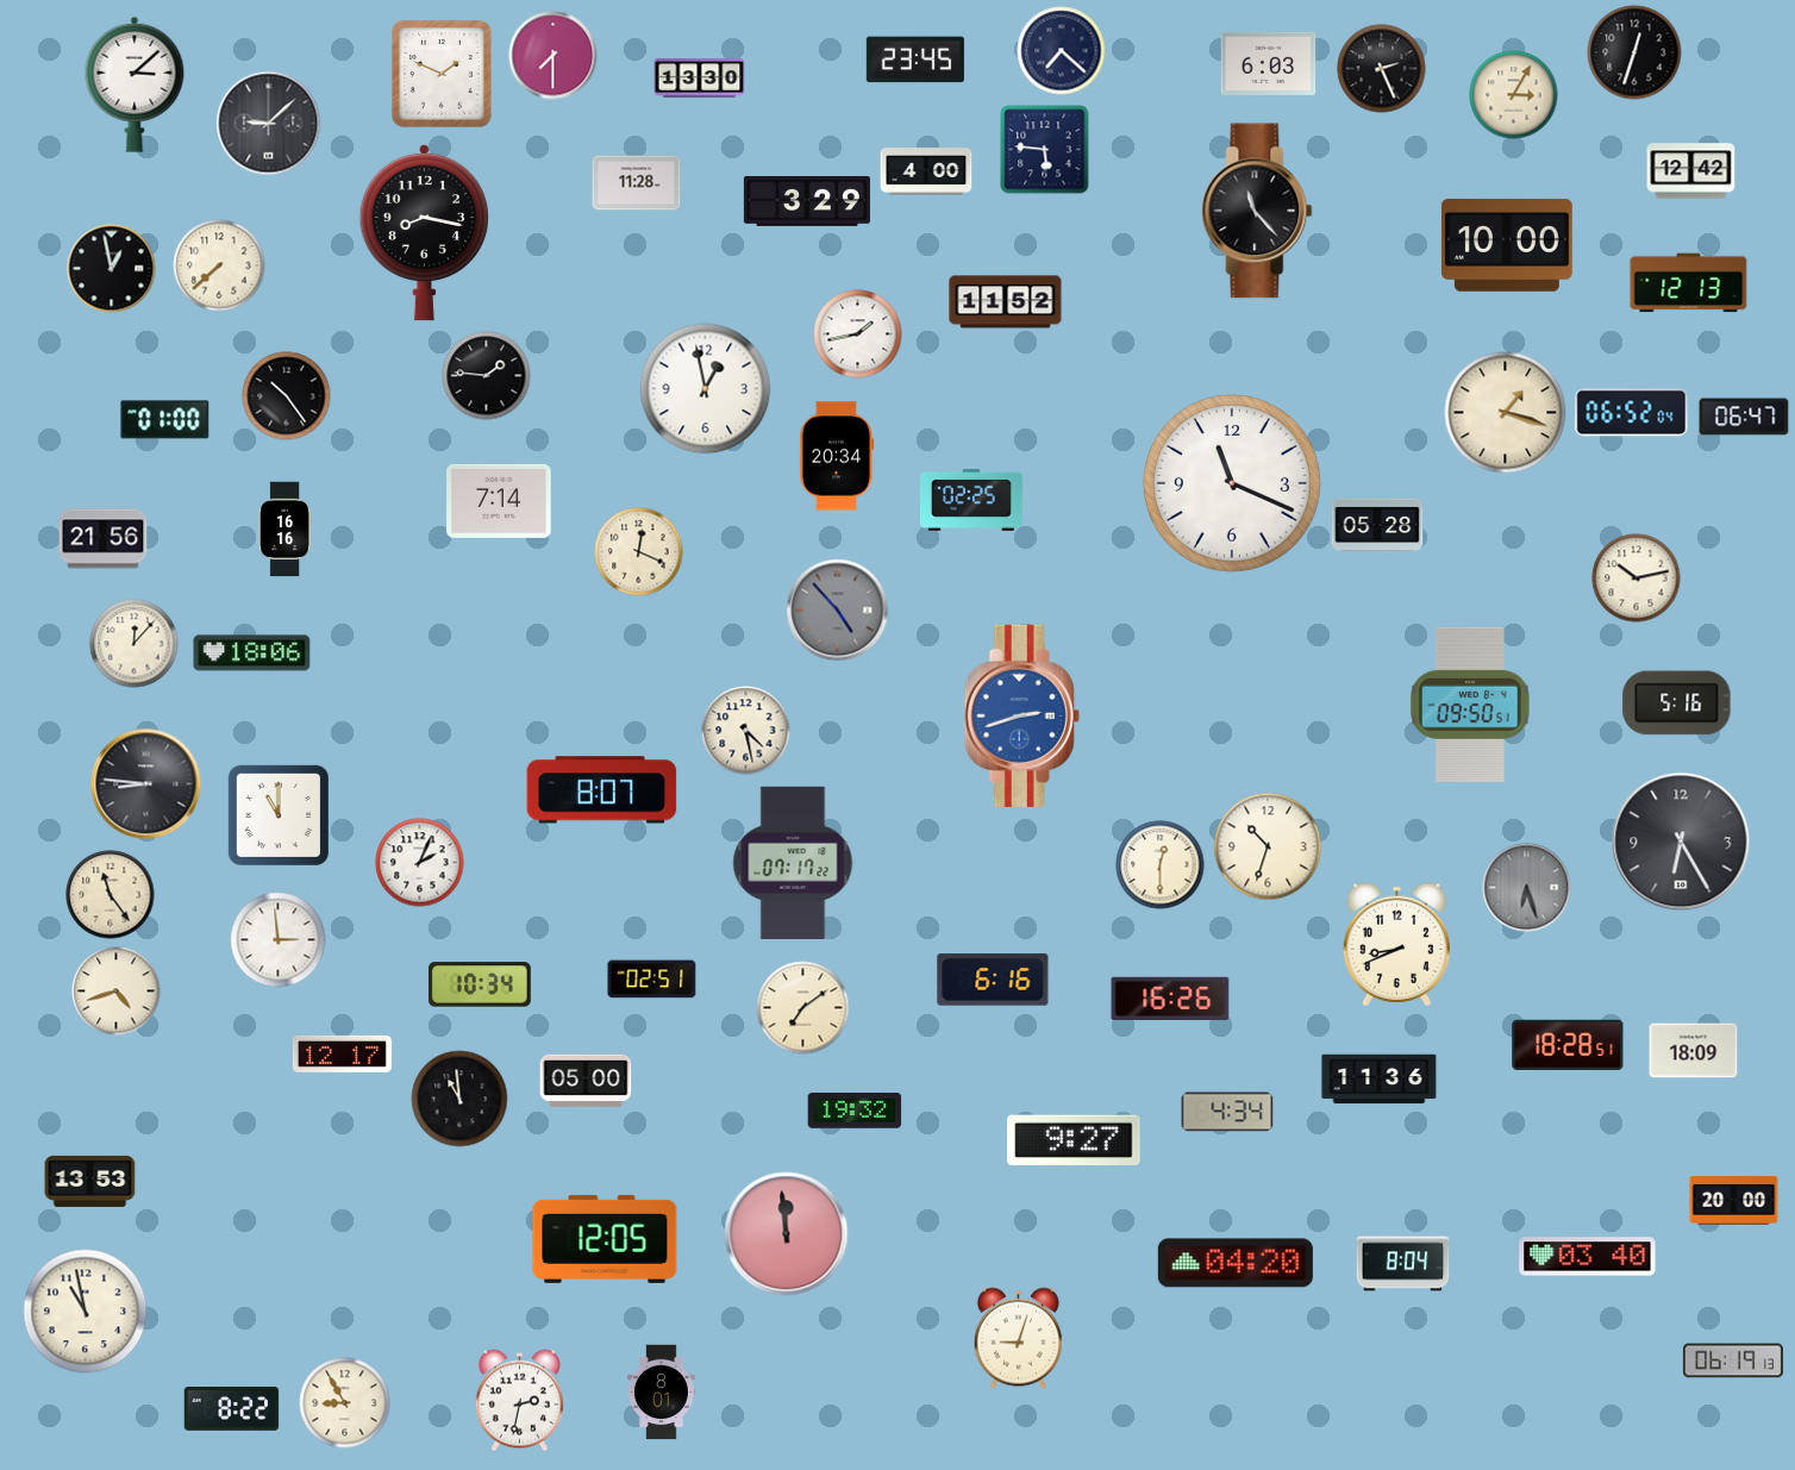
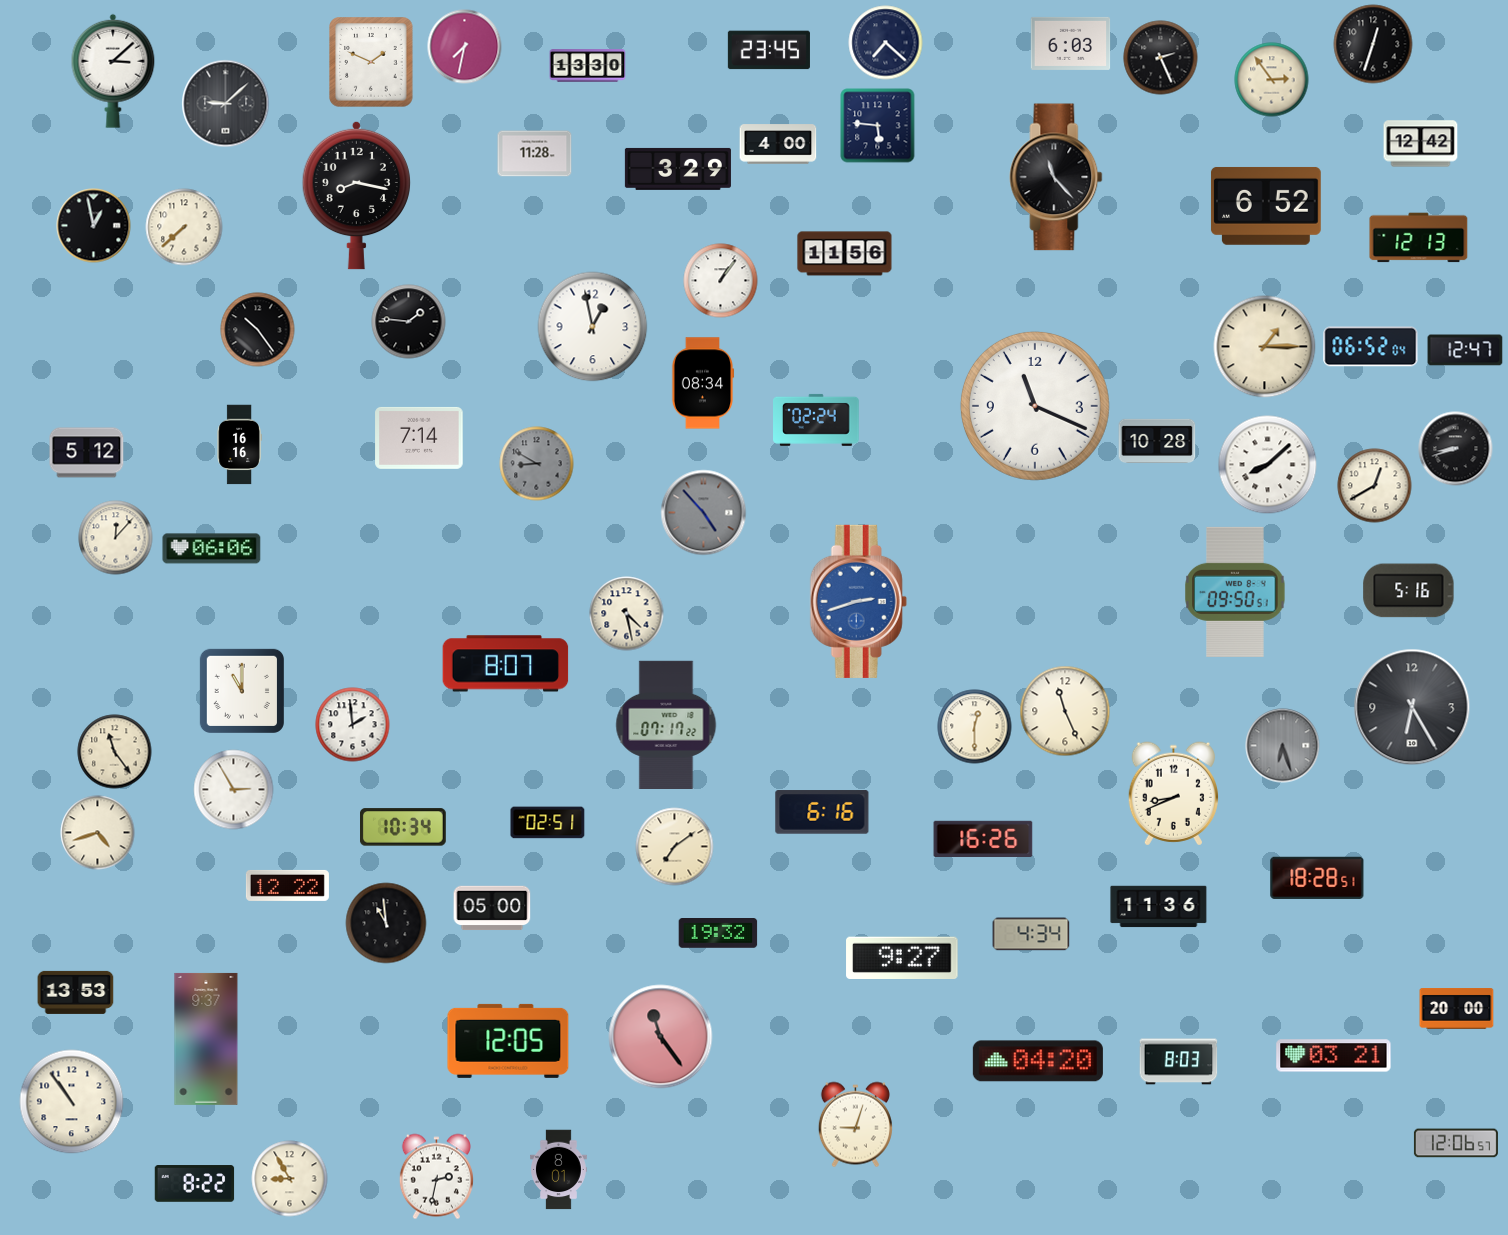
clock at (1062, 51) position: (1062, 51) -> (886, 43)
clock at (553, 56): 7:30 -> 7:32
clock at (1269, 63) position: (1269, 63) -> (1071, 43)
clock at (1514, 95): 3:05 -> 2:54
clock at (1507, 245): 10:00 -> 6:52
clock at (219, 265) position: (219, 265) -> (184, 227)
clock at (1006, 302): 11:52 -> 11:56
clock at (858, 334): 1:43 -> 1:06
clock at (487, 376) position: (487, 376) -> (409, 322)
clock at (287, 396) position: (287, 396) -> (258, 330)
clock at (1506, 413): 1:18 -> 1:15
clock at (1744, 417): 06:47 -> 12:47
clock at (165, 420): 01:00 -> none
clock at (837, 456): 20:34 -> 08:34
clock at (972, 500): 02:25 -> 02:24
clock at (499, 501) position: (499, 501) -> (419, 438)
clock at (1377, 524): 05:28 -> 10:28
clock at (1456, 449): none -> 8:42
clock at (104, 539): 21:56 -> 5:12
clock at (639, 552): 12:19 -> 8:50
clock at (639, 552) dial: cream -> grey
clock at (1268, 465): none -> 8:08
clock at (1637, 578): 10:13 -> 12:40
clock at (135, 644) position: (135, 644) -> (116, 538)
clock at (252, 653): 18:06 -> 06:06
clock at (146, 784): 8:46 -> none
clock at (279, 815) position: (279, 815) -> (242, 691)
clock at (1268, 846): 10:33 -> 11:26
clock at (420, 863): 2:04 -> 1:59
clock at (111, 895) position: (111, 895) -> (115, 752)
clock at (279, 940): 2:59 -> 2:55
clock at (993, 980) position: (993, 980) -> (822, 812)
clock at (1694, 1051): 18:09 -> none
clock at (342, 1053): 12:17 -> 12:22
clock at (787, 1234): 11:59 -> 11:24
clock at (206, 1039): none -> 9:37
clock at (1588, 1257): 03:40 -> 03:21
clock at (1403, 1264): 8:04 -> 8:03
clock at (86, 1312): 10:58 -> 10:54
clock at (1733, 1360): 06:19 -> 12:06
clock at (662, 1393) position: (662, 1393) -> (559, 1170)
